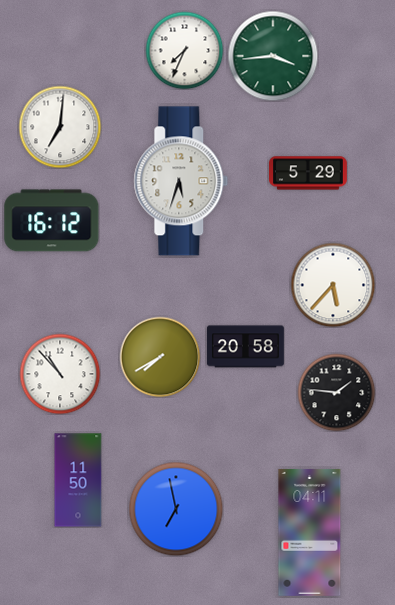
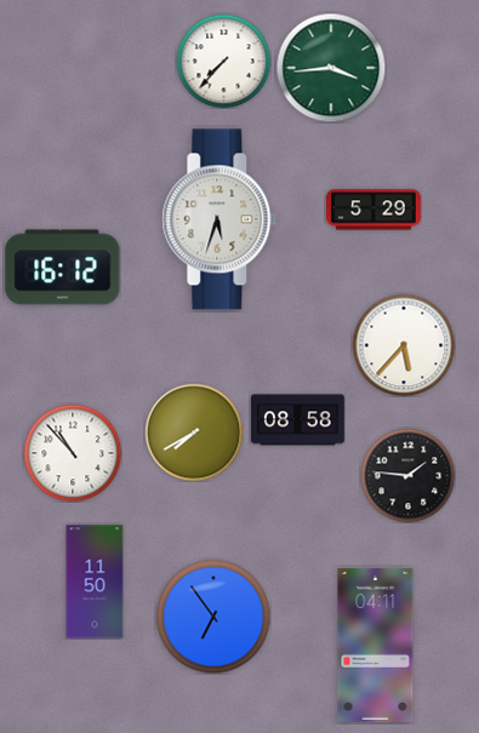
clock at (184, 50): 7:34 -> 7:37
clock at (60, 127): 7:01 -> none
clock at (245, 347): 20:58 -> 08:58
clock at (176, 509): 6:58 -> 6:54
